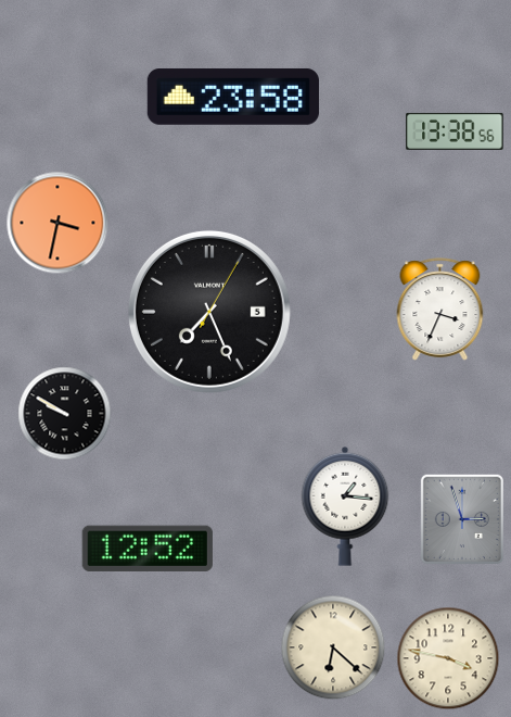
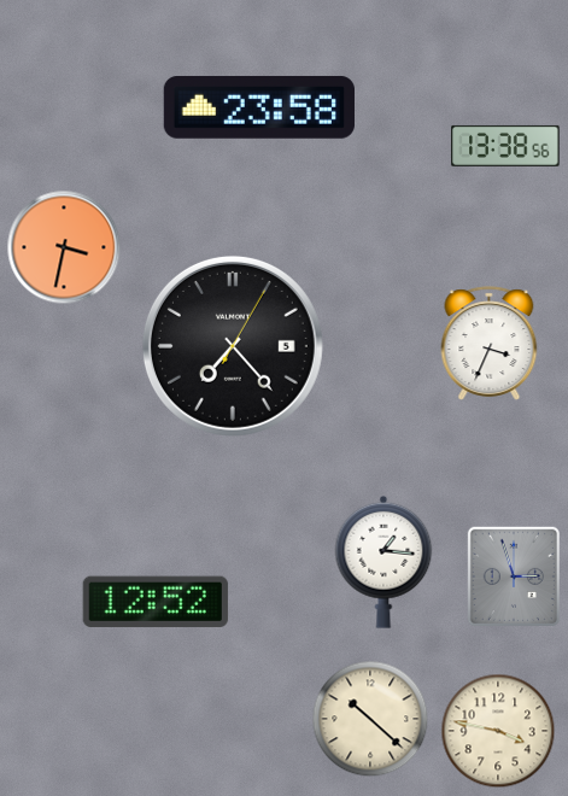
clock at (209, 312): 7:26 -> 7:23
clock at (65, 414): 9:50 -> none
clock at (148, 548) position: (148, 548) -> (156, 601)
clock at (333, 647): 6:22 -> 10:22
